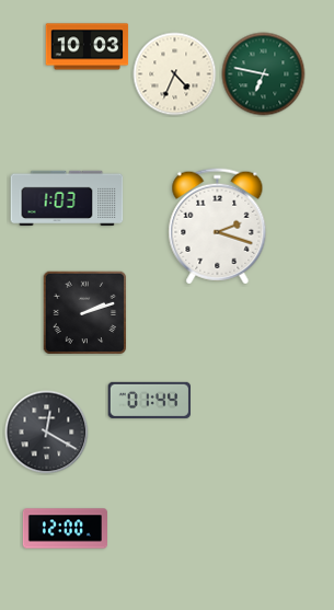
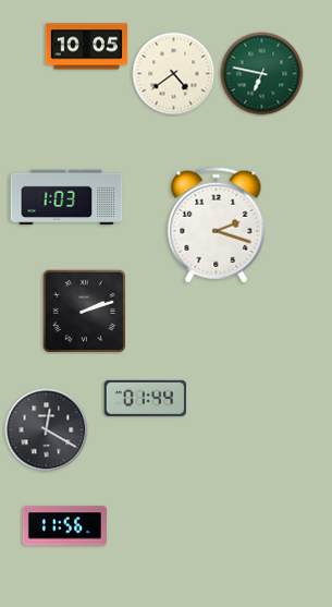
clock at (88, 47): 10:03 -> 10:05
clock at (175, 74): 4:34 -> 4:39
clock at (149, 400) position: (149, 400) -> (145, 398)
clock at (65, 529): 12:00 -> 11:56
